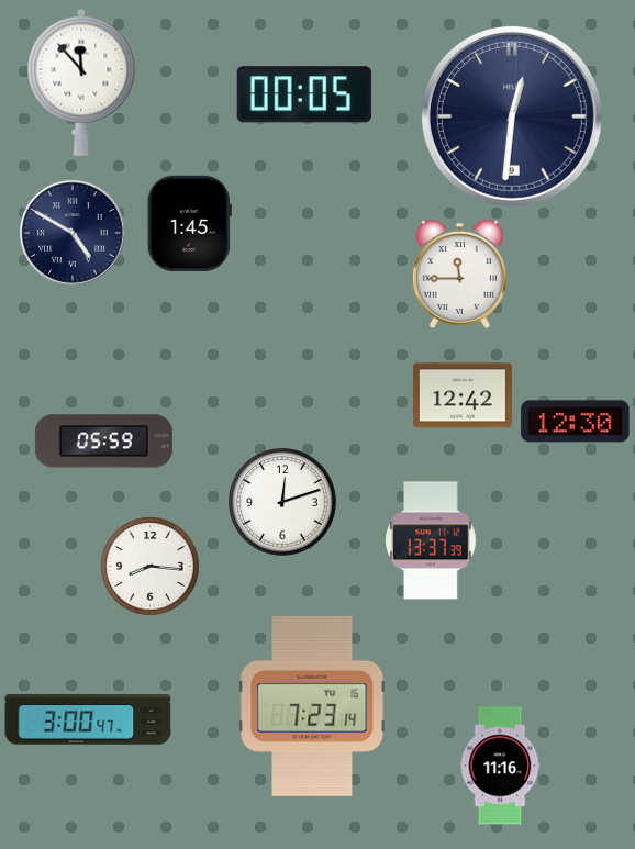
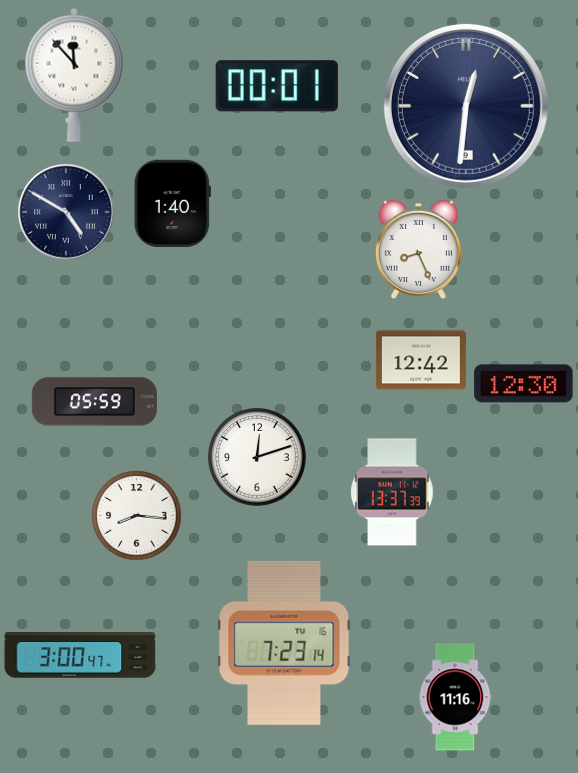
clock at (304, 94): 00:05 -> 00:01
clock at (189, 223): 1:45 -> 1:40
clock at (459, 273): 11:45 -> 8:26
